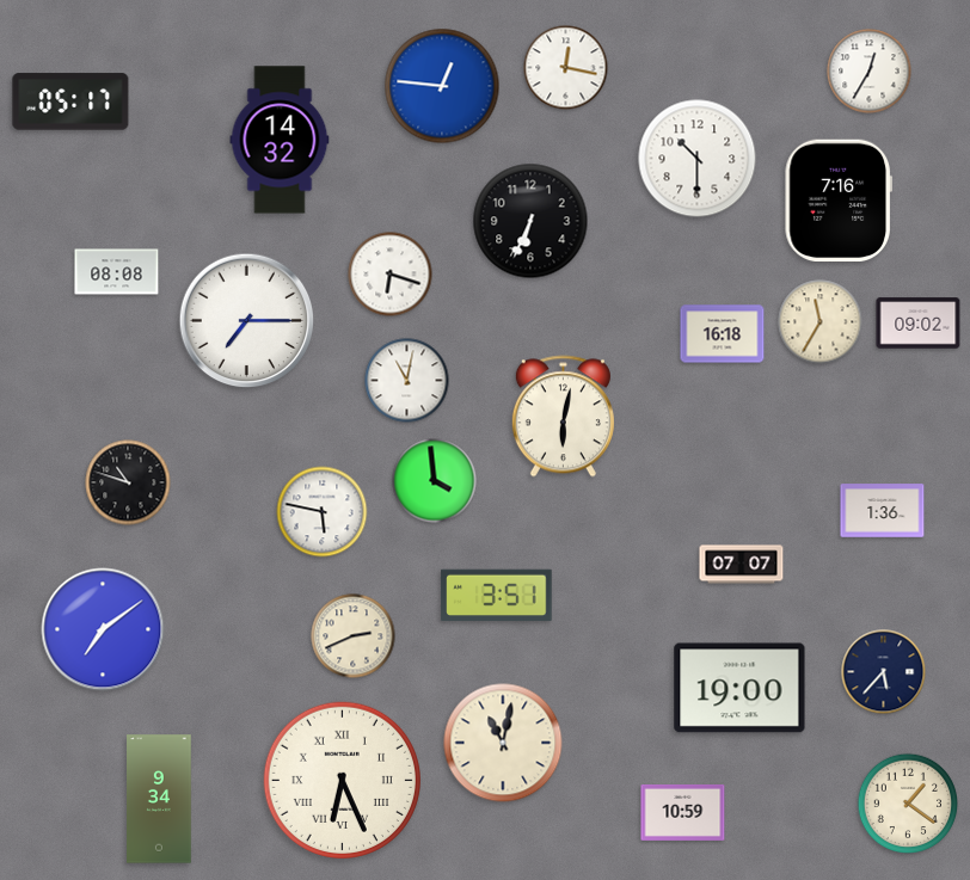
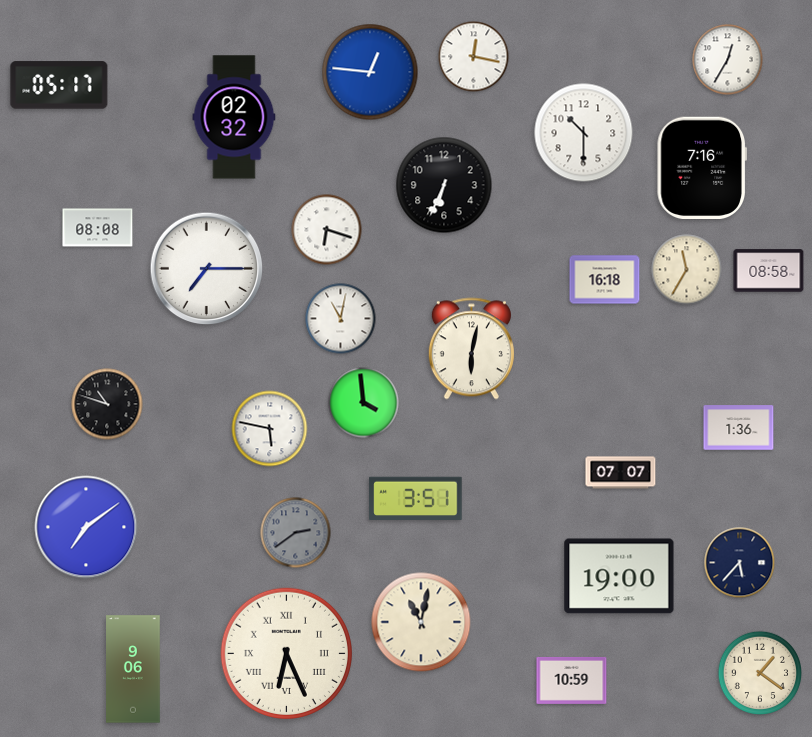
clock at (280, 140): 14:32 -> 02:32
clock at (919, 324): 09:02 -> 08:58
clock at (354, 636): 2:41 -> 2:39
clock at (354, 636) dial: cream -> grey
clock at (159, 799): 9:34 -> 9:06
